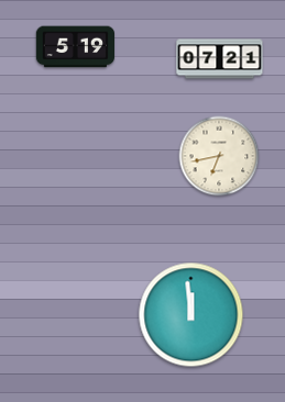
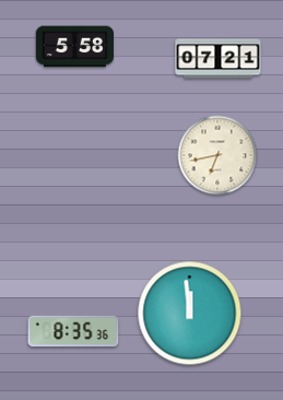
clock at (75, 47): 5:19 -> 5:58
clock at (73, 331): none -> 8:35
